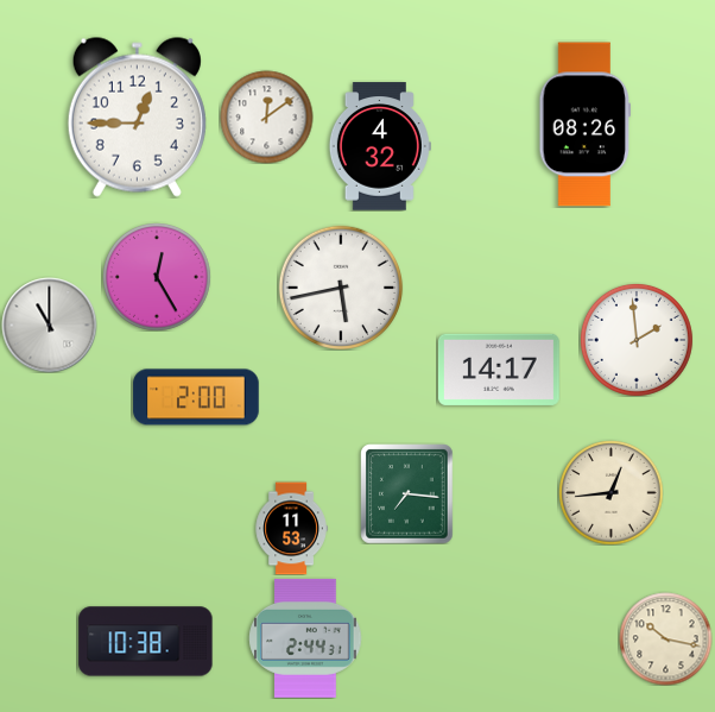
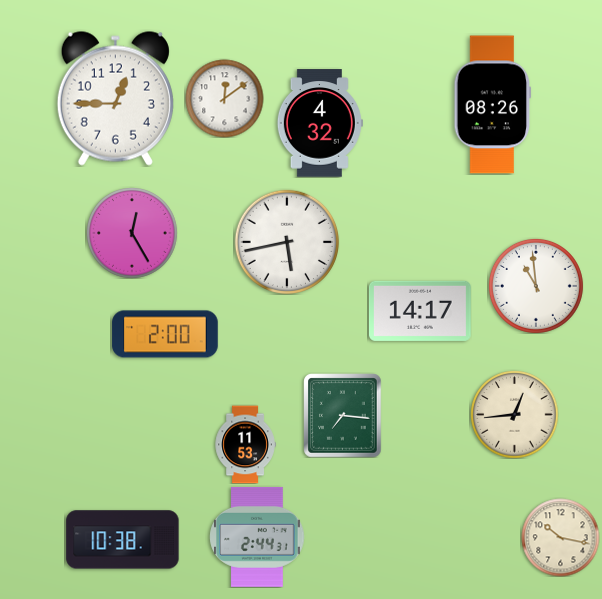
clock at (49, 325): 11:00 -> none
clock at (637, 340): 1:59 -> 10:59
